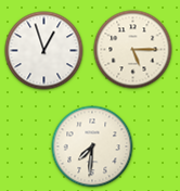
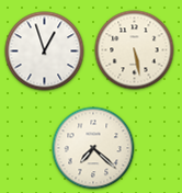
clock at (133, 50): 5:15 -> 5:28
clock at (92, 147): 7:31 -> 7:22
